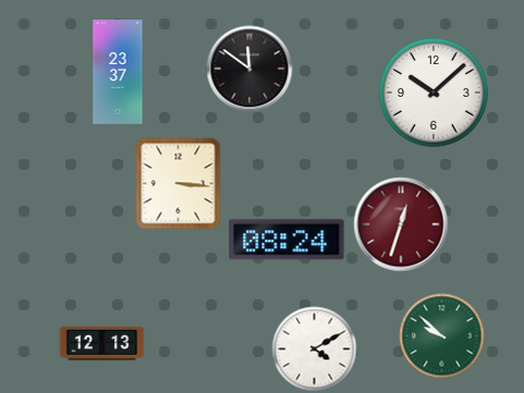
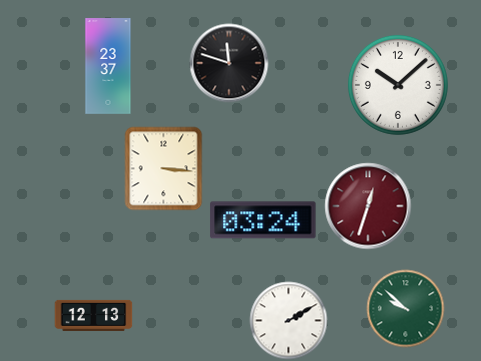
clock at (249, 69): 11:51 -> 11:48
clock at (287, 240): 08:24 -> 03:24
clock at (314, 348): 4:10 -> 2:10
